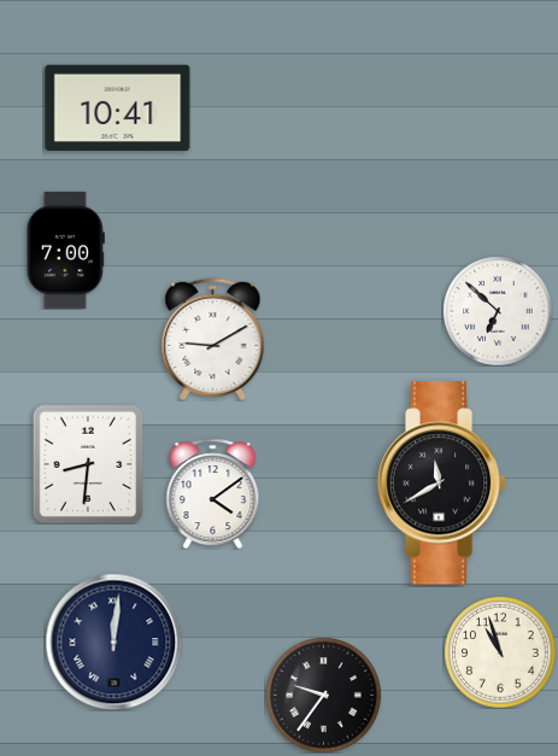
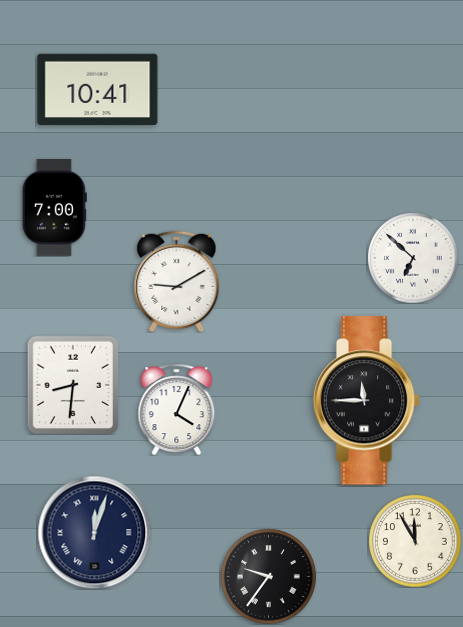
clock at (442, 484): 11:40 -> 11:45
clock at (213, 493): 4:09 -> 4:04
clock at (113, 641): 12:01 -> 12:03
clock at (500, 652): 10:57 -> 11:55
